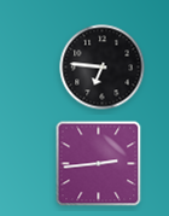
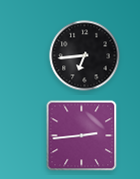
clock at (103, 68): 6:46 -> 6:44
